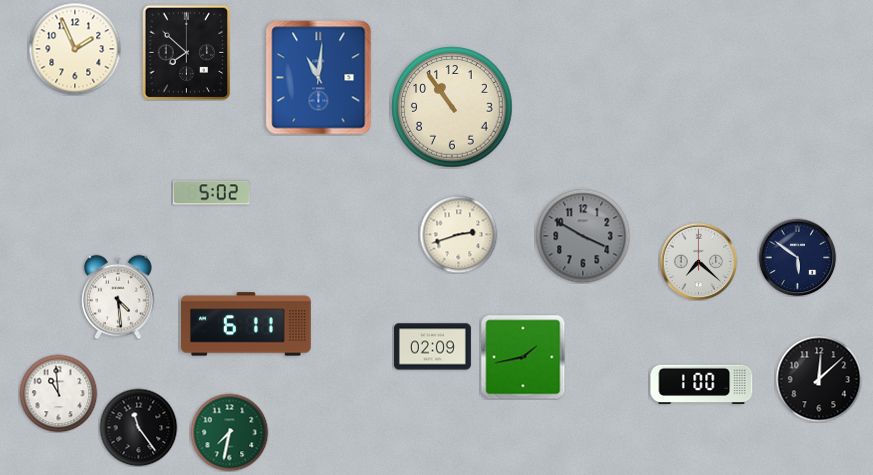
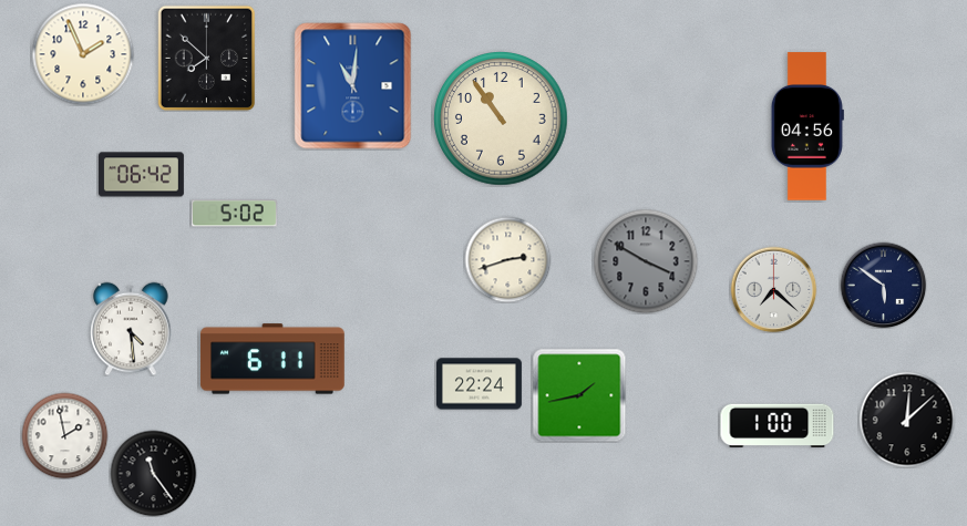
clock at (807, 126): none -> 04:56
clock at (141, 175): none -> 06:42
clock at (432, 347): 02:09 -> 22:24
clock at (58, 393): 10:59 -> 1:58
clock at (229, 432): 7:32 -> none
